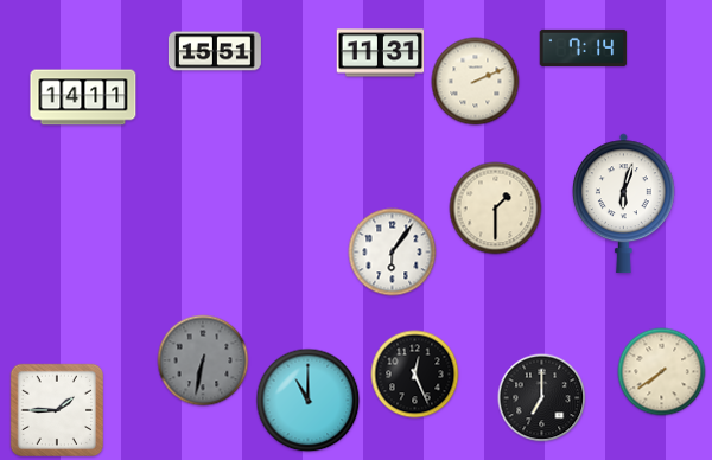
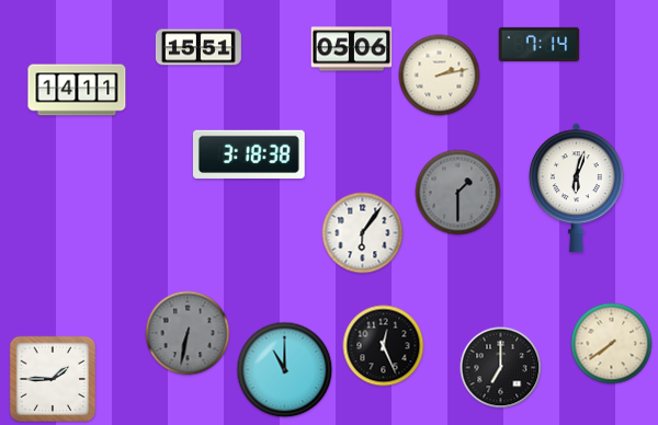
clock at (381, 53): 11:31 -> 05:06
clock at (476, 82): 2:11 -> 2:13
clock at (249, 154): none -> 3:18
clock at (496, 209) dial: cream -> grey
